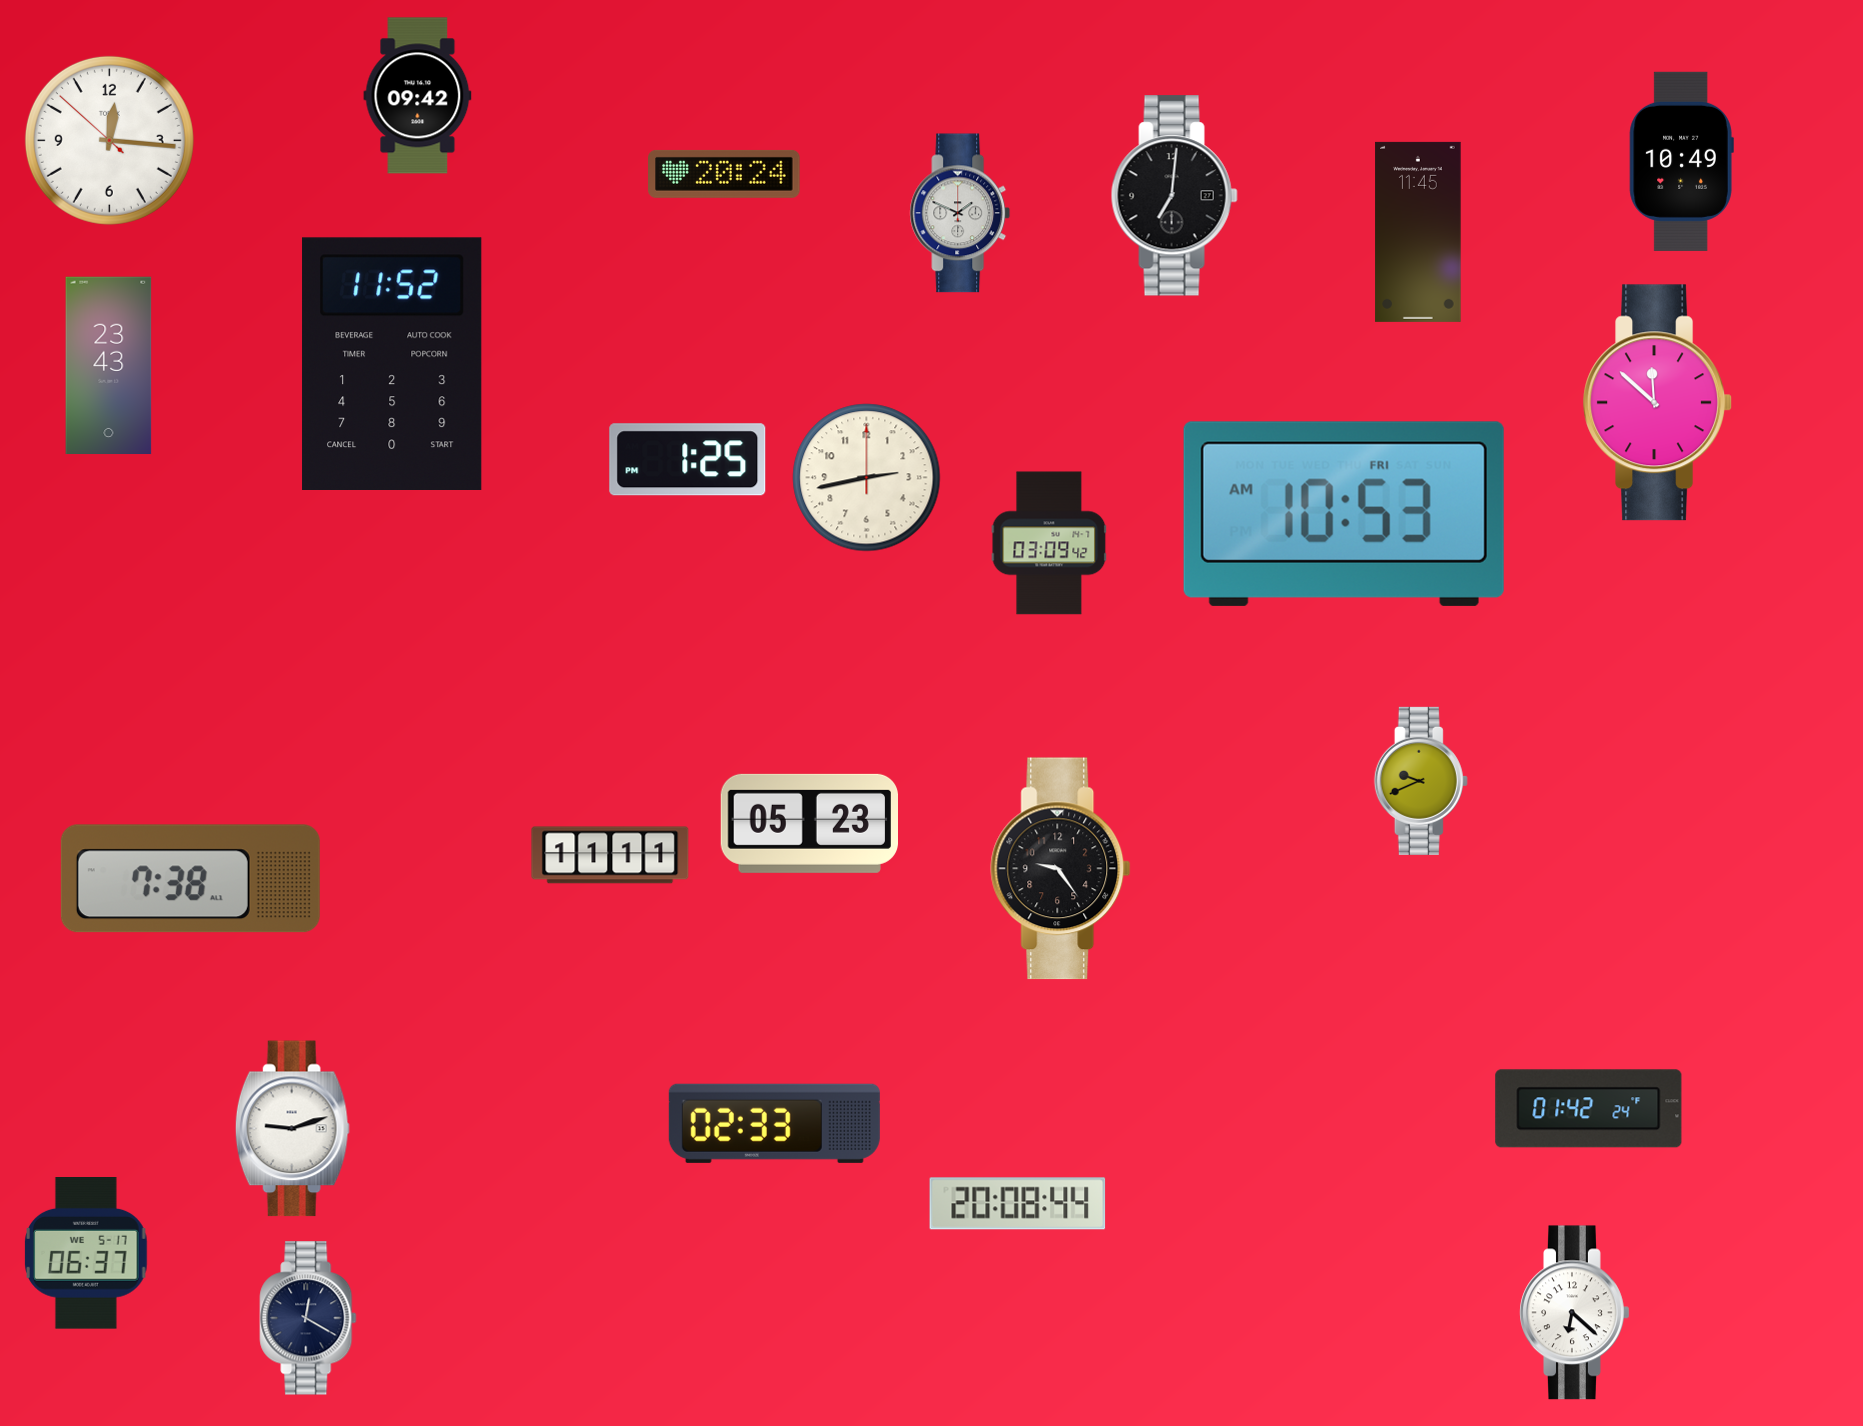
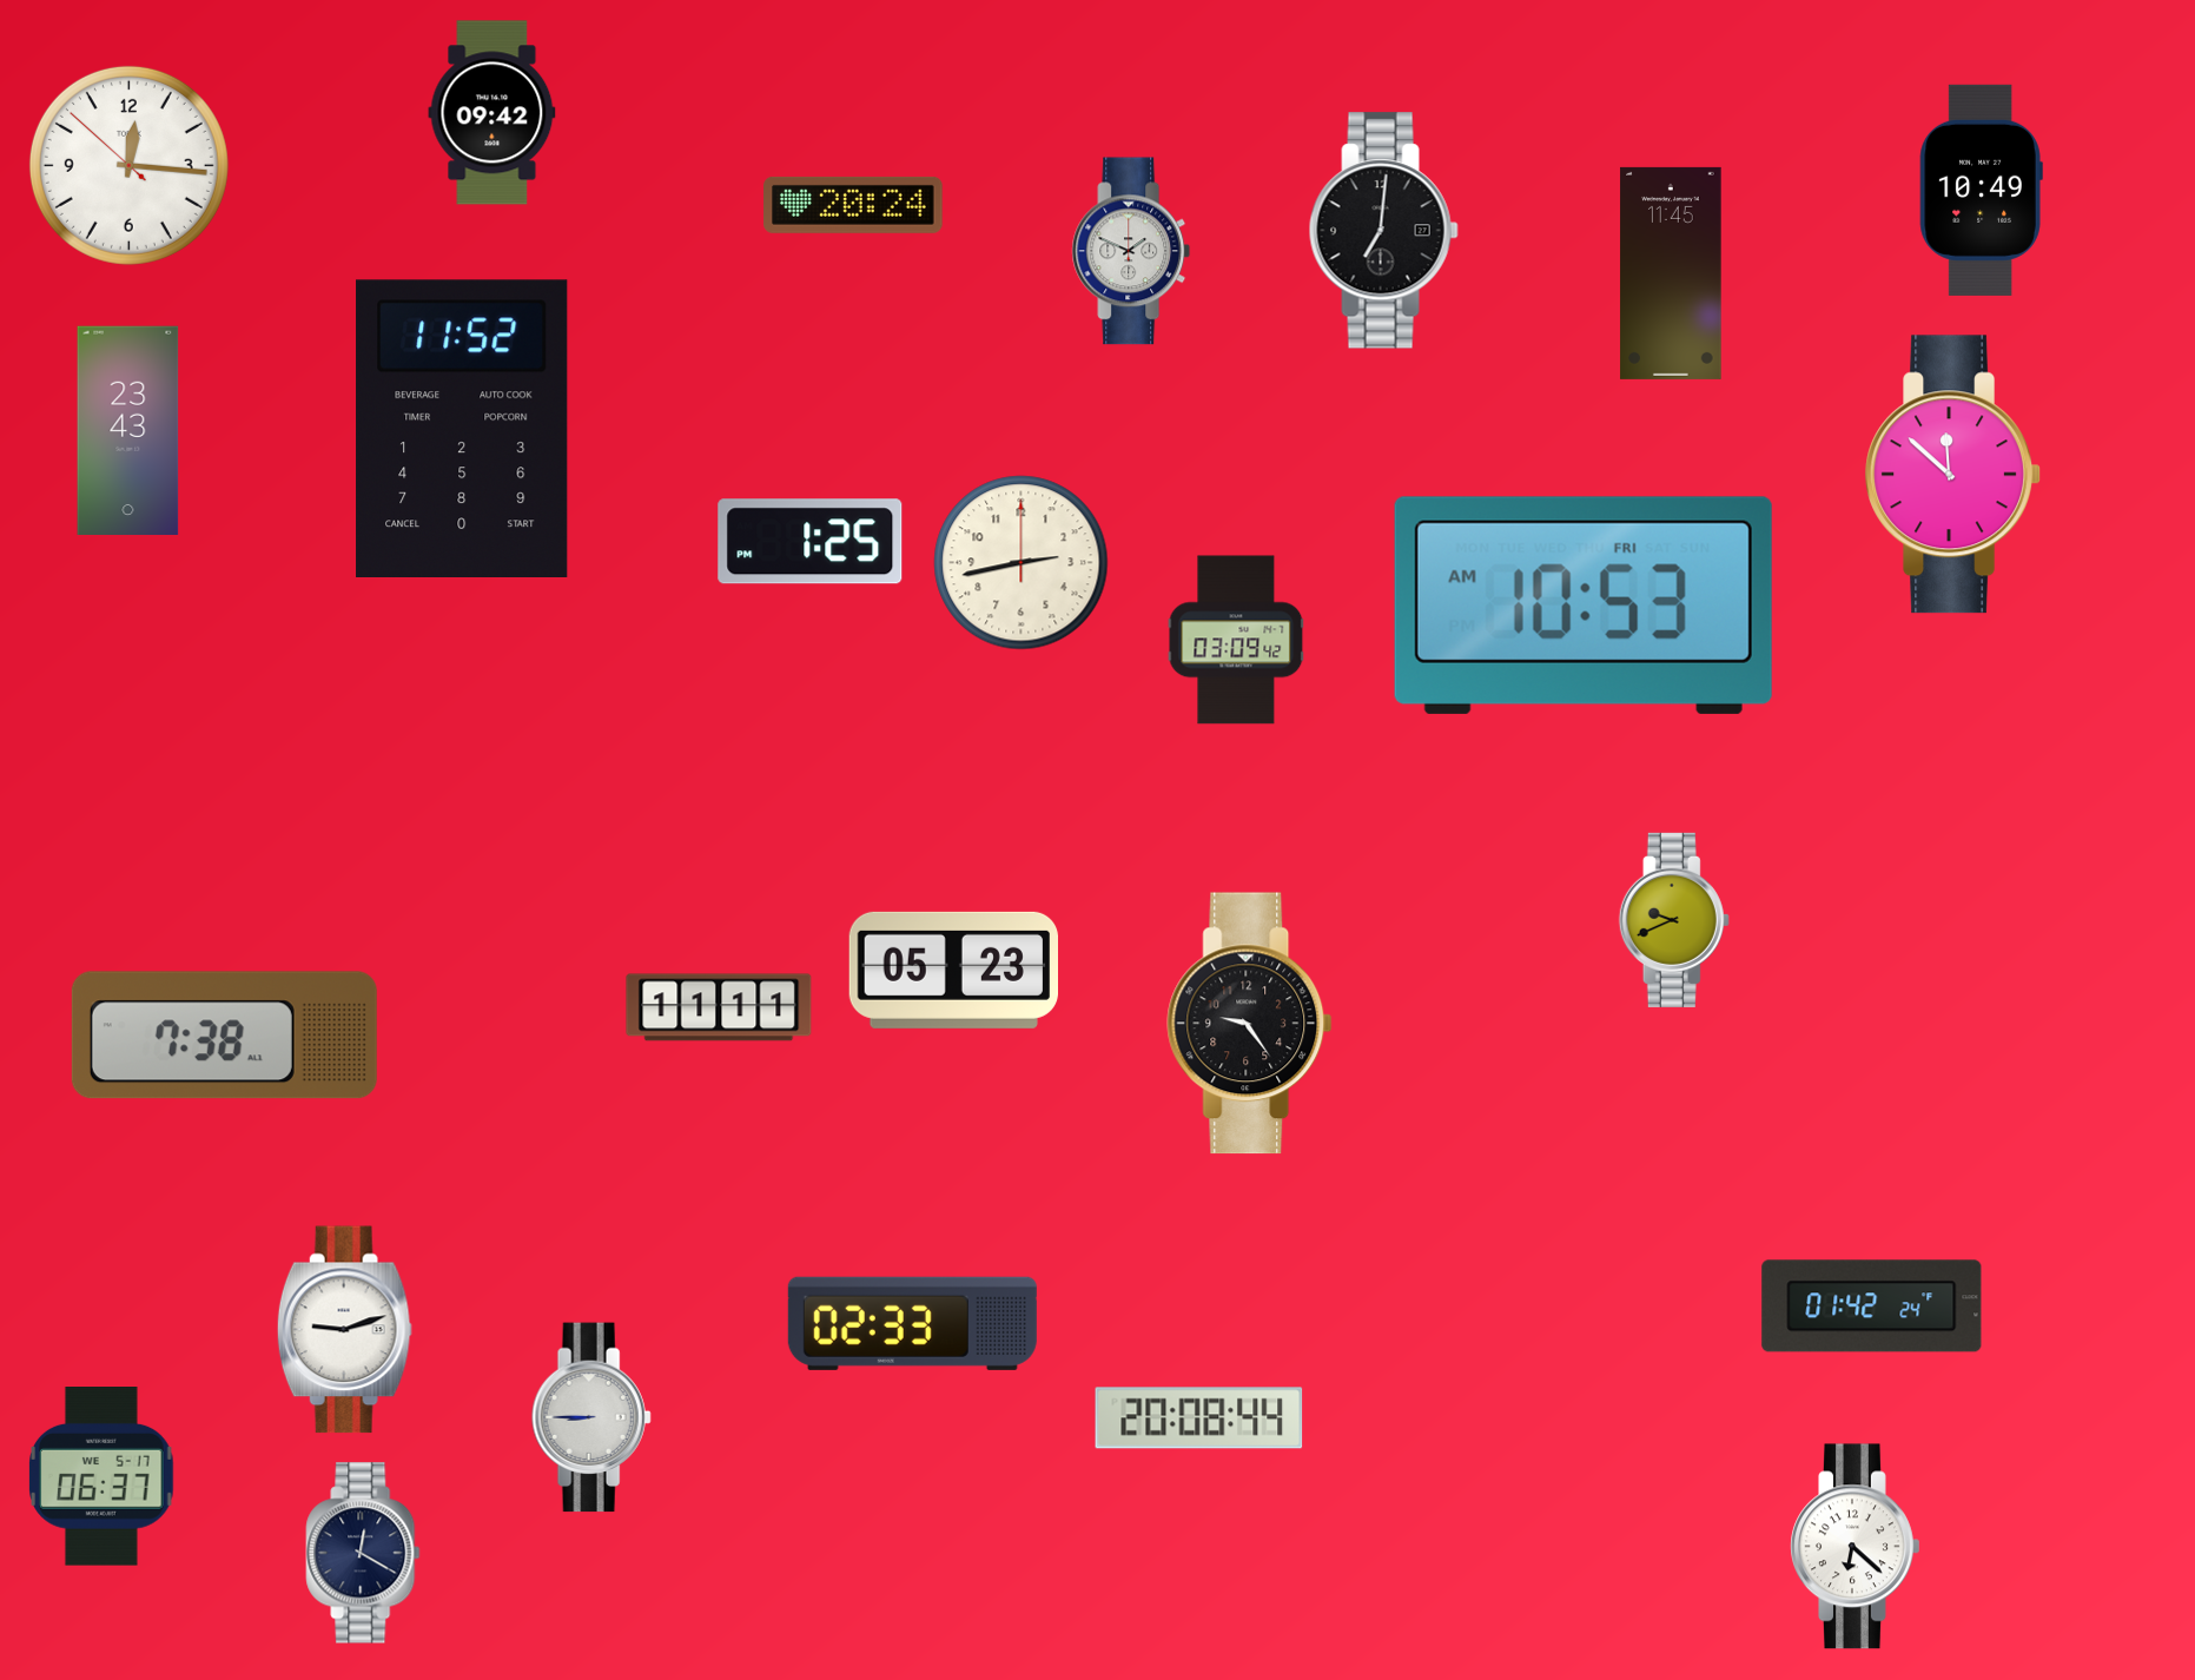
clock at (591, 1417): none -> 8:45
